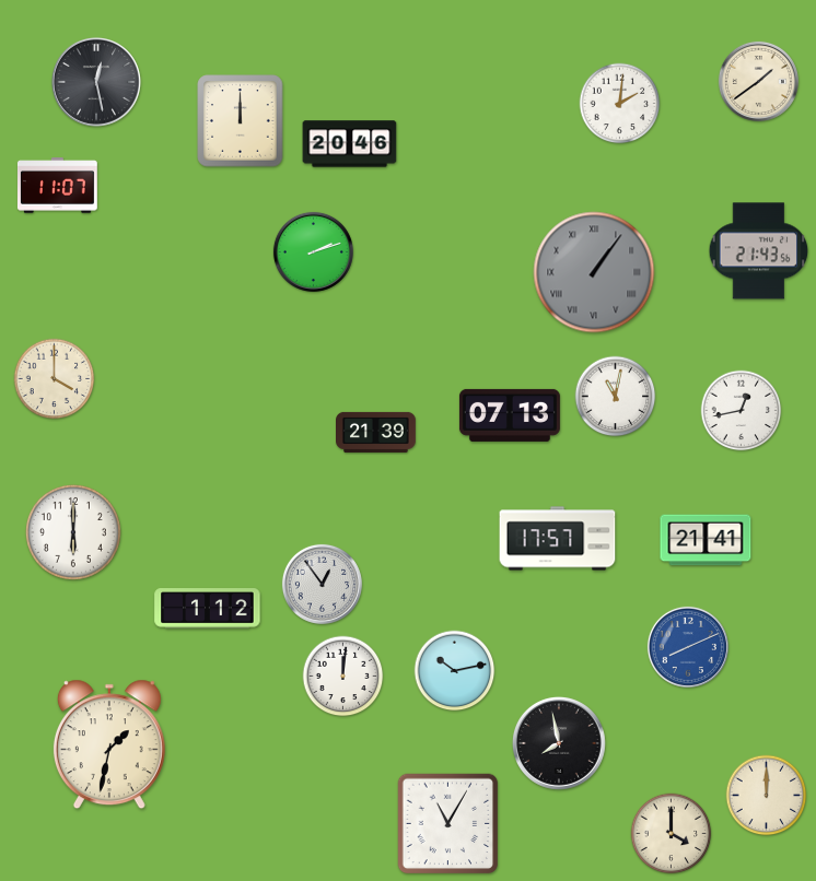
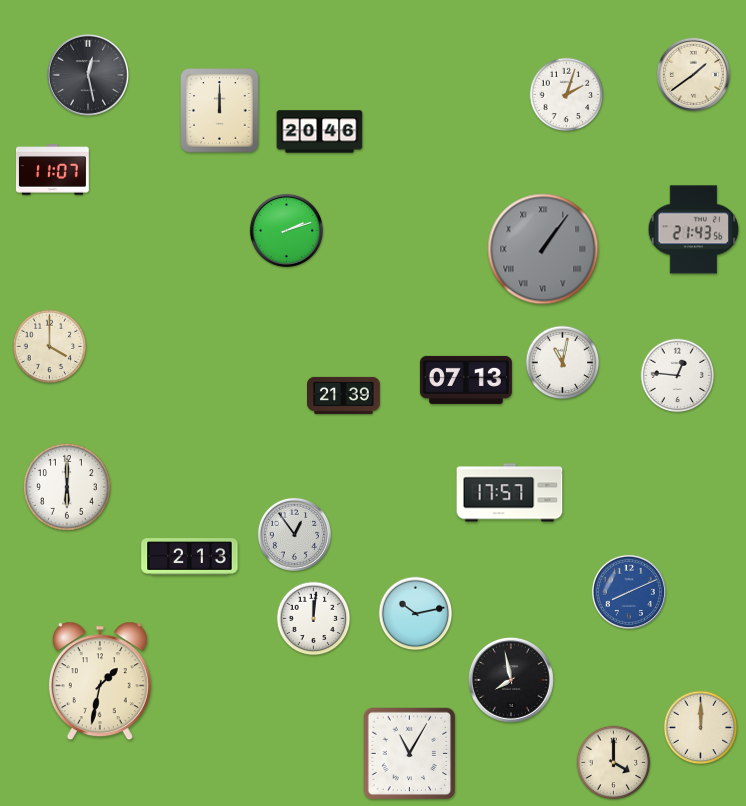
clock at (620, 104): 2:01 -> 2:03
clock at (742, 411): 12:43 -> 12:46
clock at (706, 540): 21:41 -> none
clock at (208, 609): 1:12 -> 2:13
